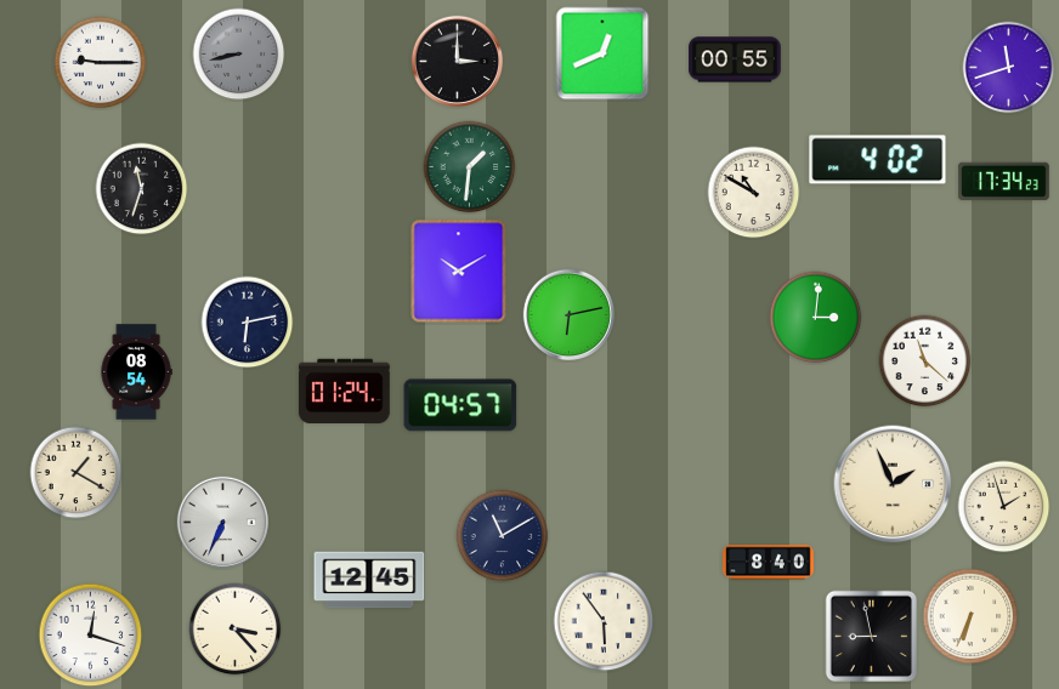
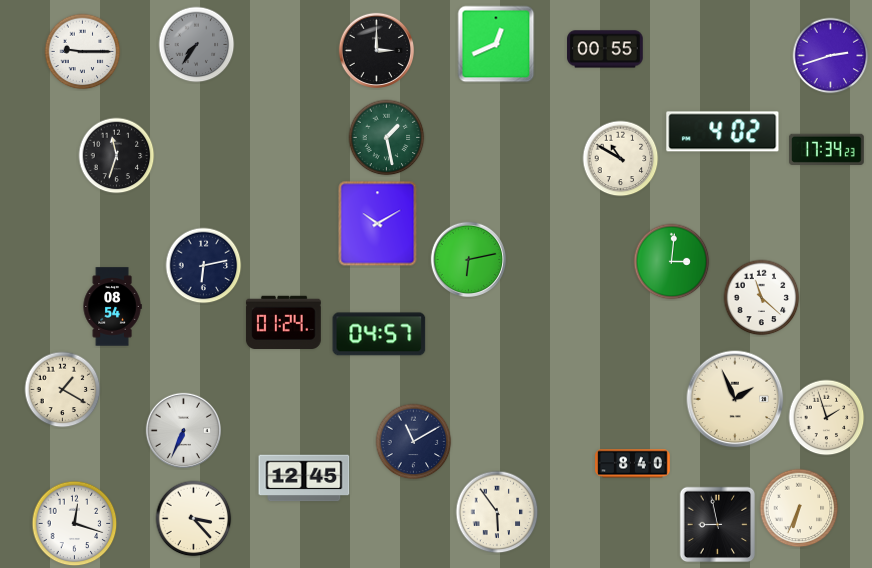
clock at (239, 55): 8:43 -> 7:36
clock at (1009, 68): 11:42 -> 2:42
clock at (470, 167): 1:31 -> 1:28
